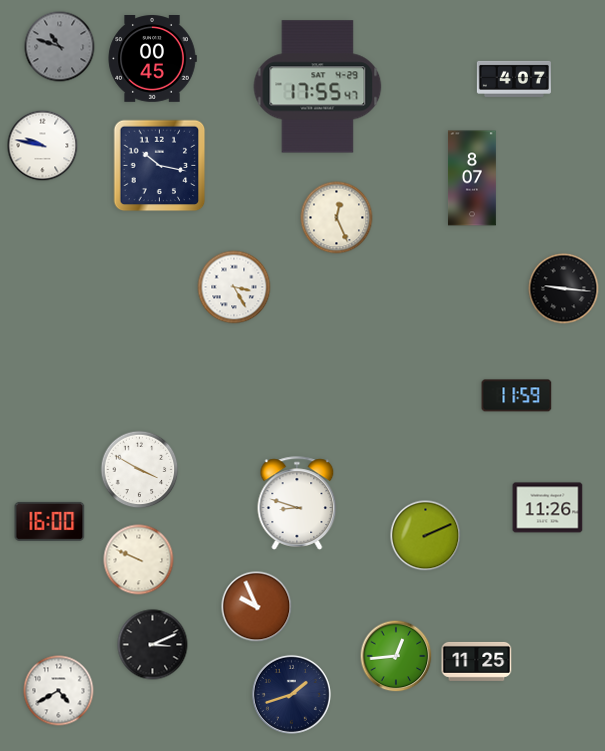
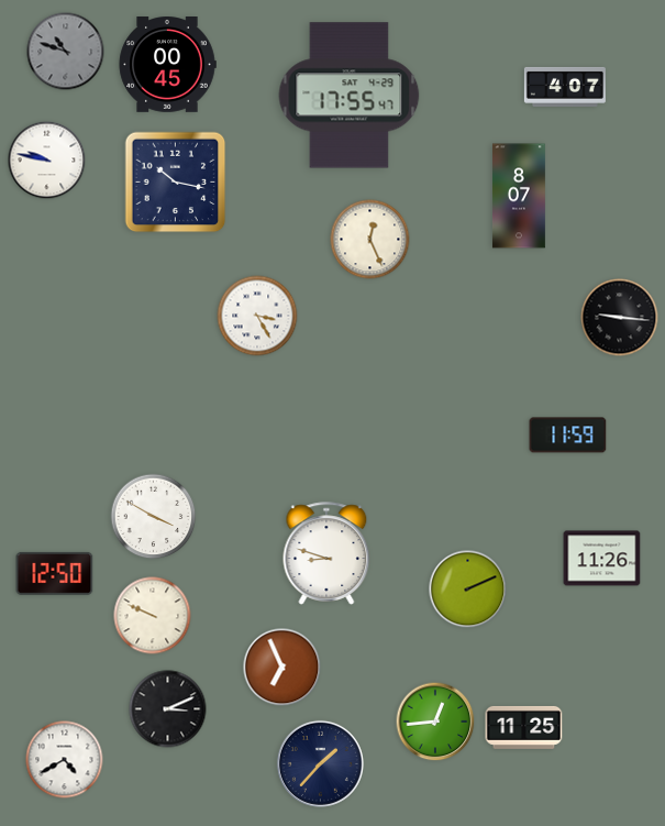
clock at (50, 521): 16:00 -> 12:50
clock at (257, 607): 9:56 -> 6:56
clock at (291, 694): 1:42 -> 1:37
